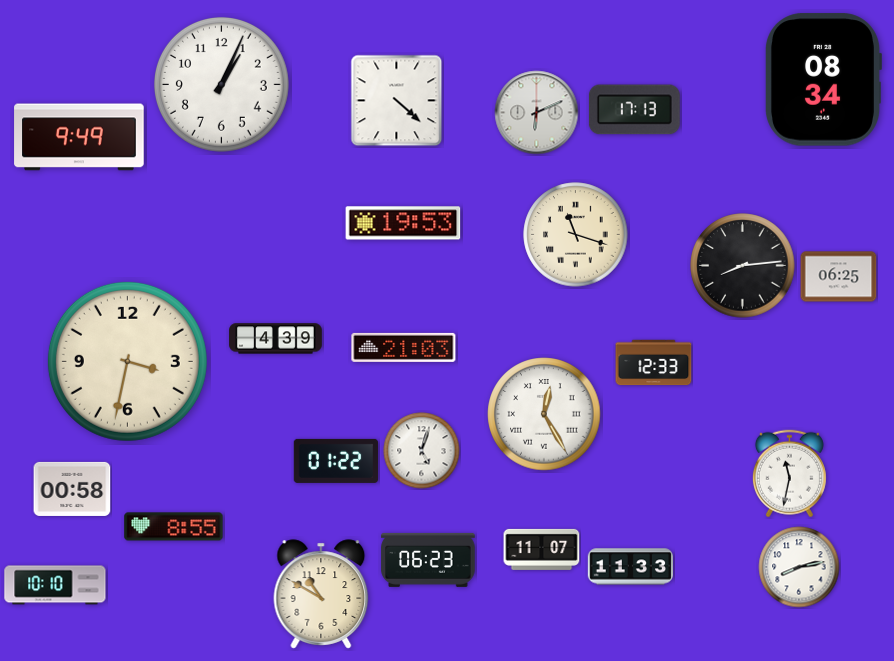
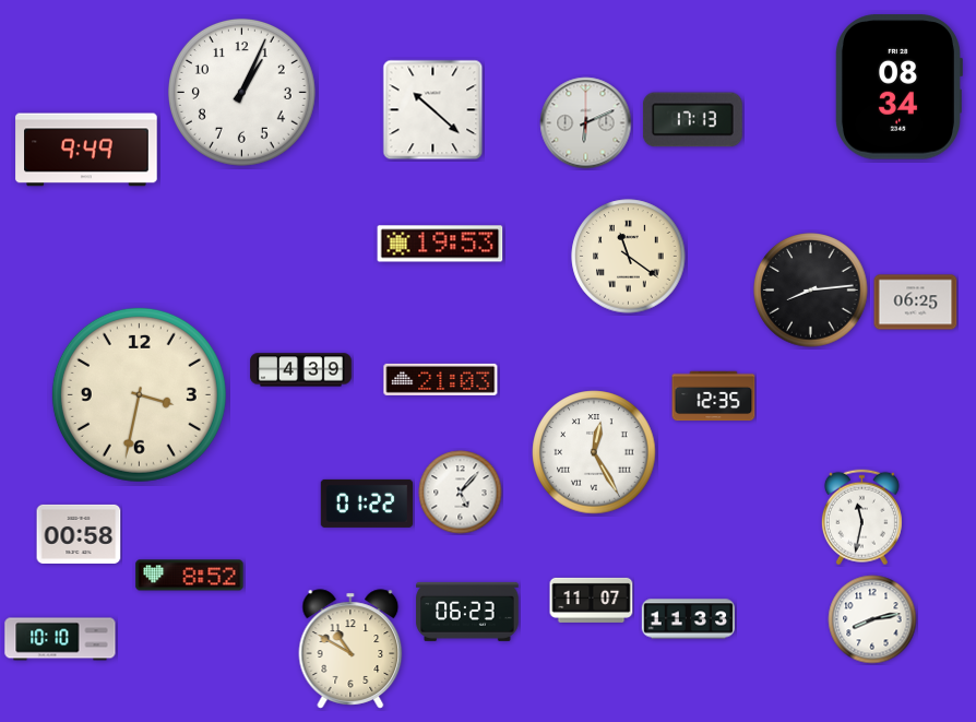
clock at (397, 101): 4:22 -> 10:22
clock at (576, 235): 11:18 -> 11:21
clock at (654, 363): 12:33 -> 12:35
clock at (422, 451): 5:03 -> 5:07
clock at (174, 527): 8:55 -> 8:52
